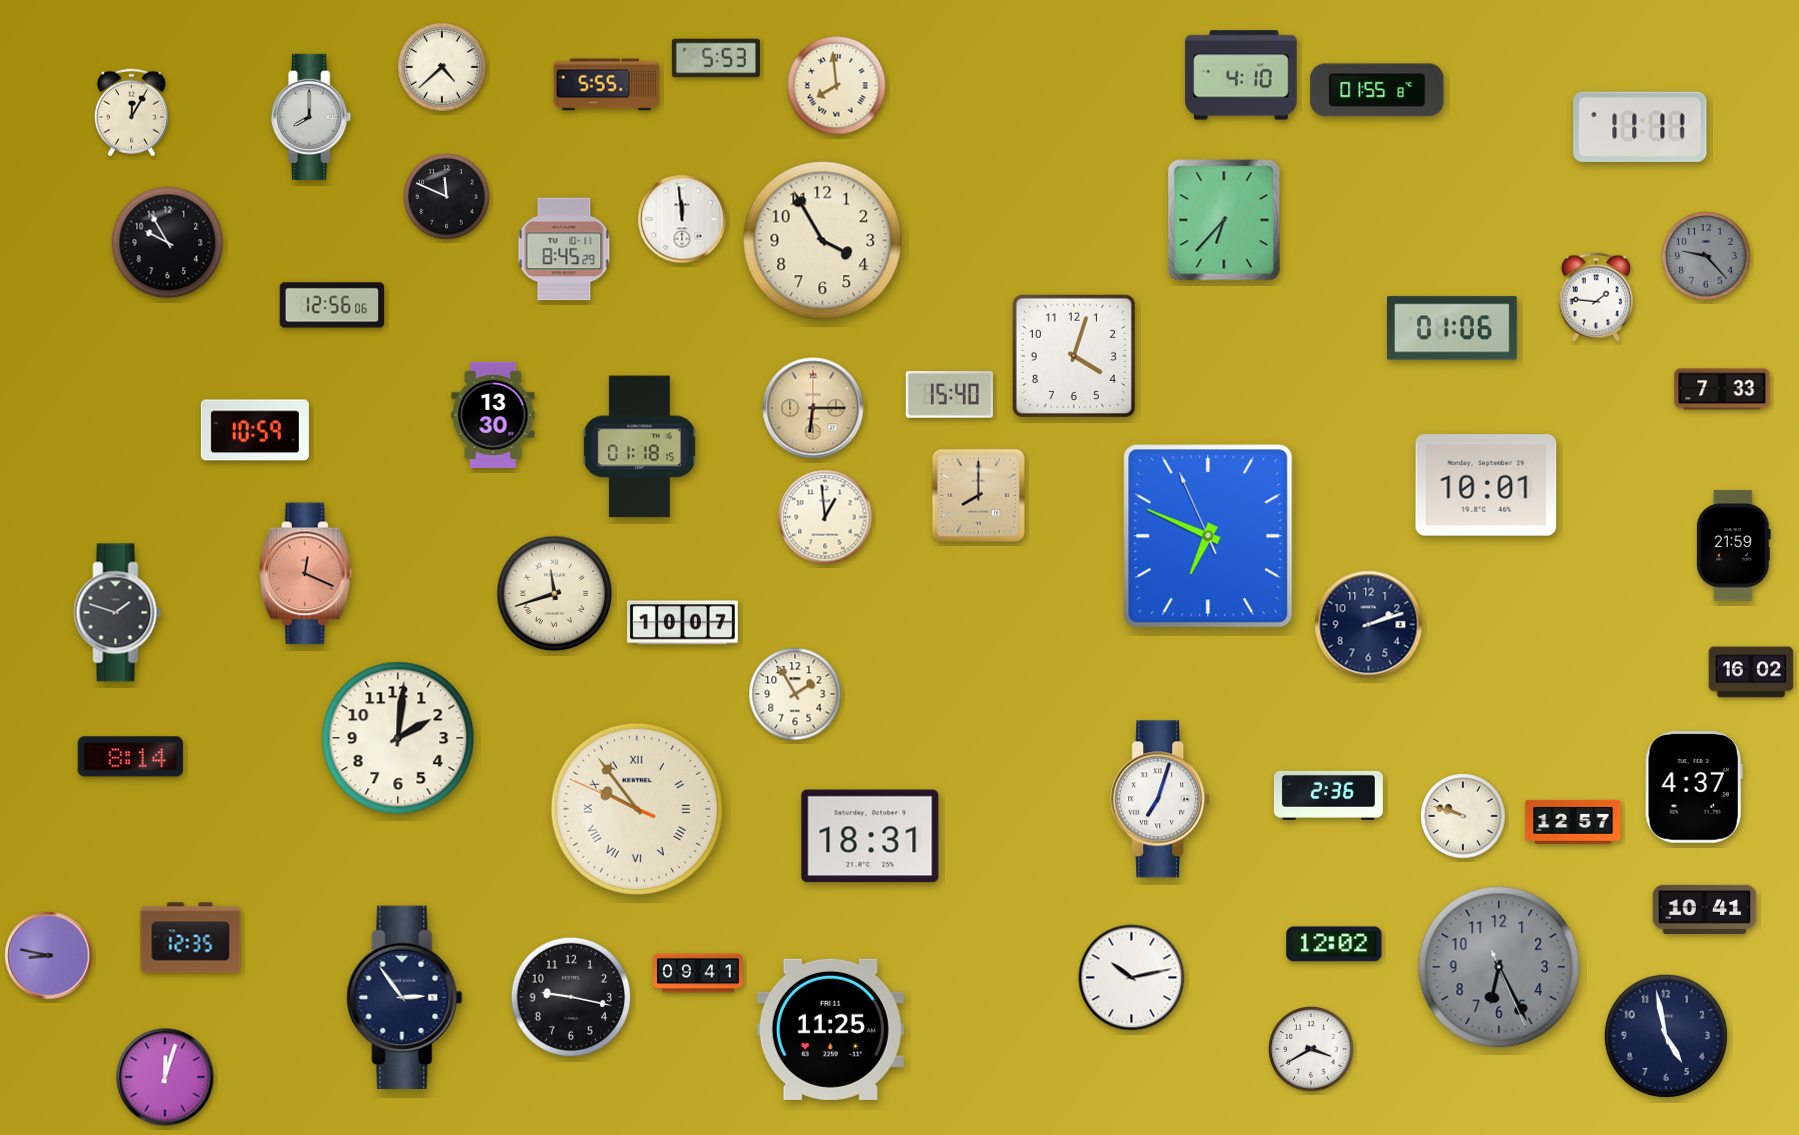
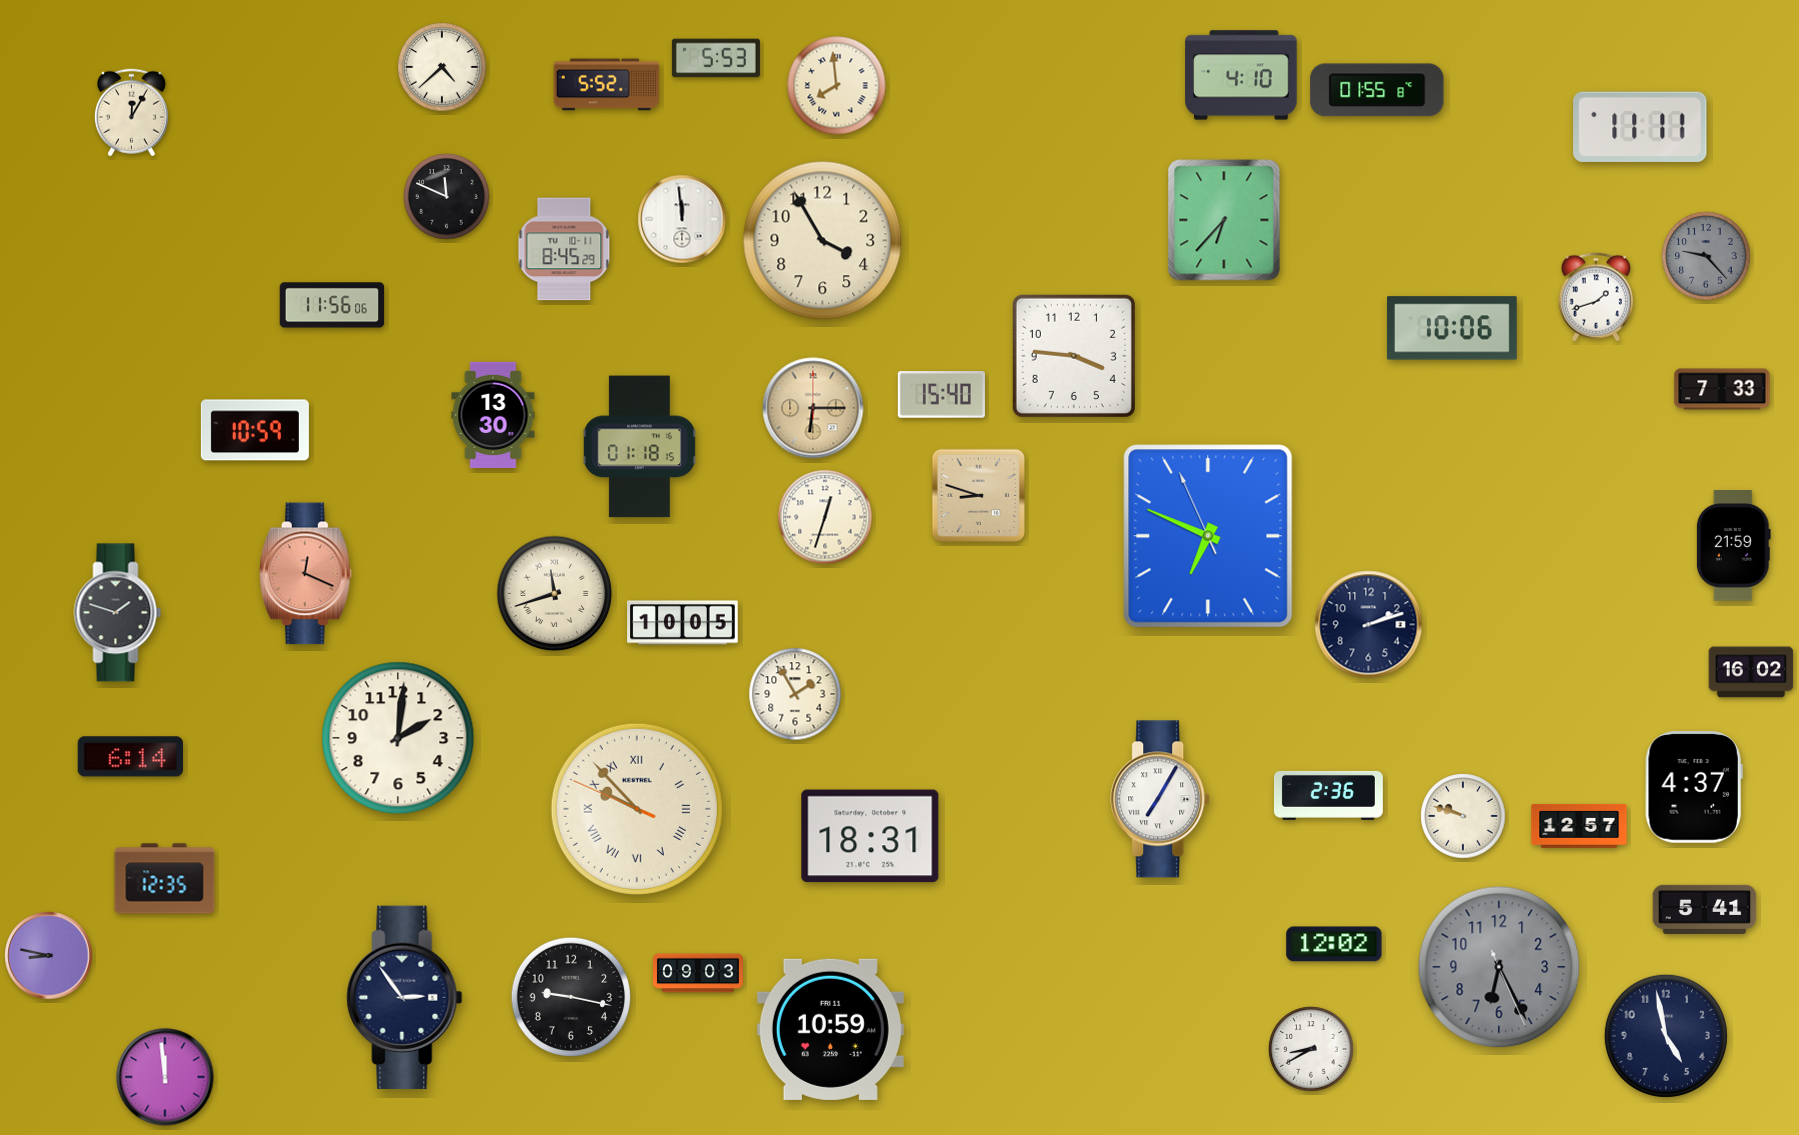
clock at (607, 85): 5:55 -> 5:52
clock at (312, 117): 8:00 -> none
clock at (168, 243): 9:55 -> none
clock at (1596, 297): 1:46 -> 1:42
clock at (332, 305): 12:56 -> 11:56
clock at (1452, 328): 01:06 -> 10:06
clock at (1074, 356): 4:03 -> 3:46
clock at (949, 395) position: (949, 395) -> (941, 395)
clock at (1486, 485): 10:01 -> none
clock at (979, 496): 8:00 -> 8:48
clock at (825, 517): 12:59 -> 12:33
clock at (683, 623): 10:07 -> 10:05
clock at (130, 757): 8:14 -> 6:14
clock at (1161, 799): 7:03 -> 7:05
clock at (637, 809): 9:53 -> 9:52
clock at (1573, 822) position: (1573, 822) -> (1579, 826)
clock at (1705, 909): 10:41 -> 5:41
clock at (191, 938) position: (191, 938) -> (165, 879)
clock at (699, 973): 09:41 -> 09:03
clock at (1132, 978): 10:13 -> none
clock at (830, 1029): 11:25 -> 10:59
clock at (1311, 1049): 3:40 -> 8:40
clock at (165, 1077): 12:03 -> 11:59
